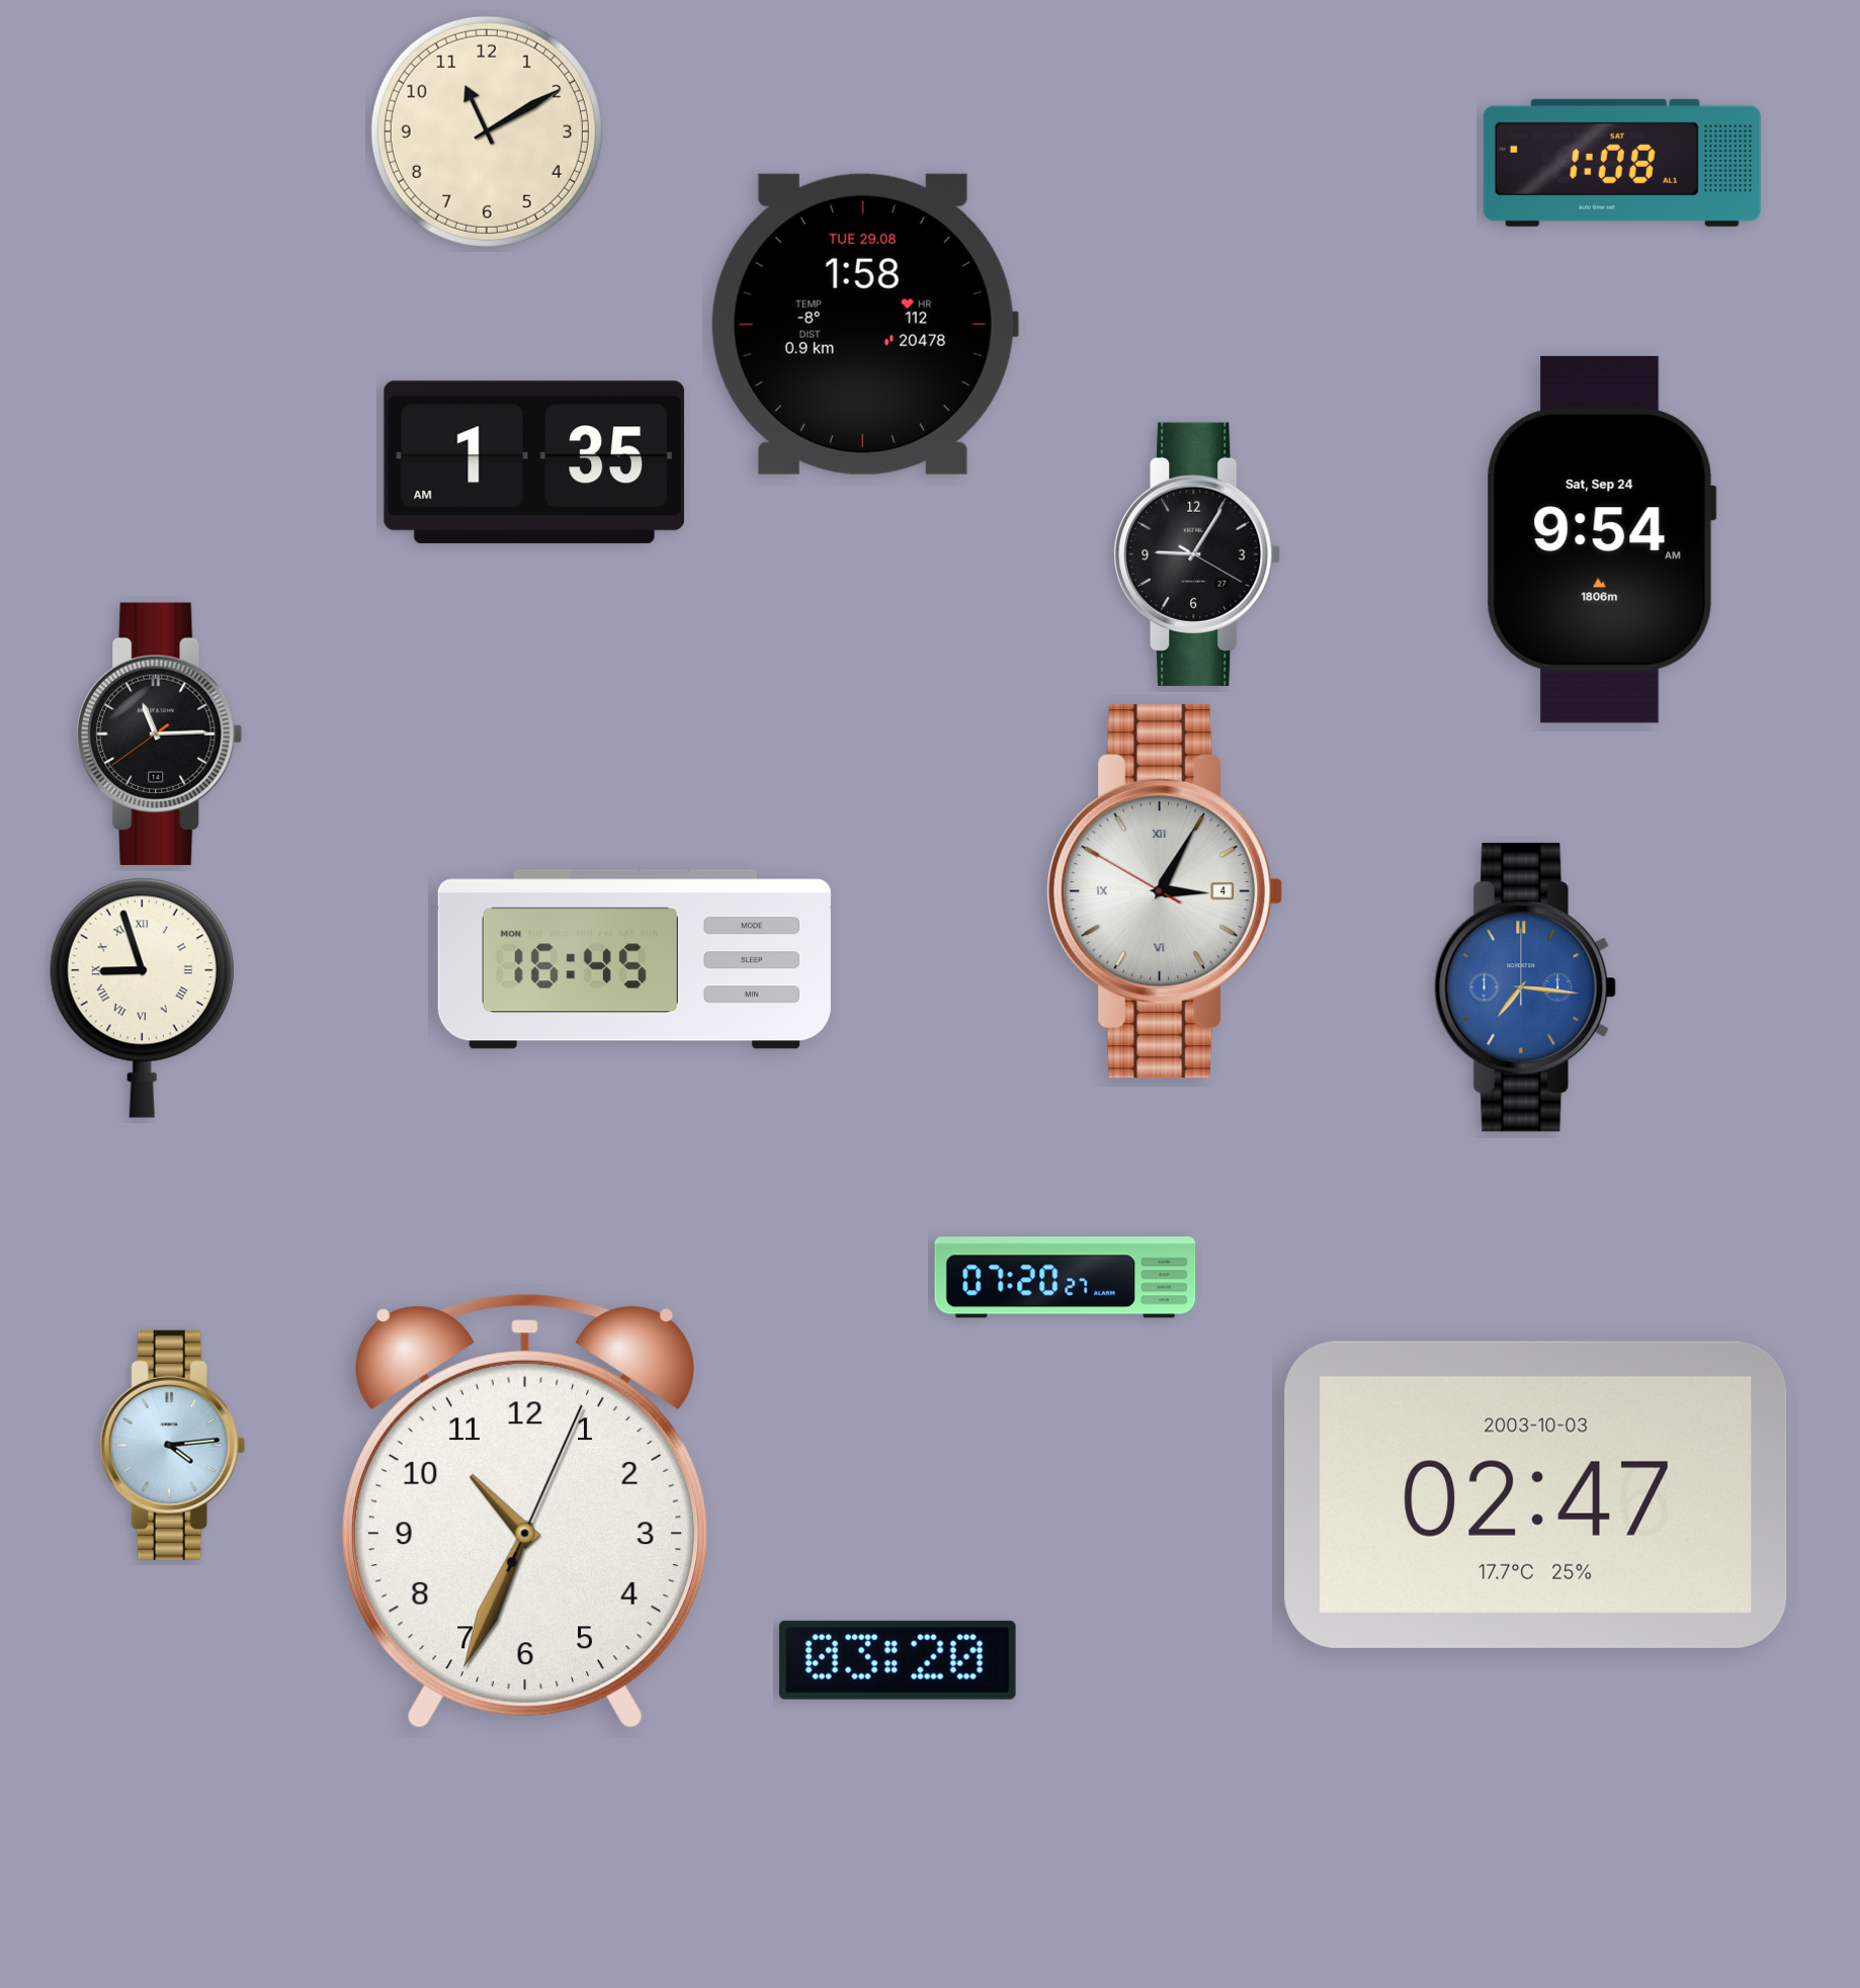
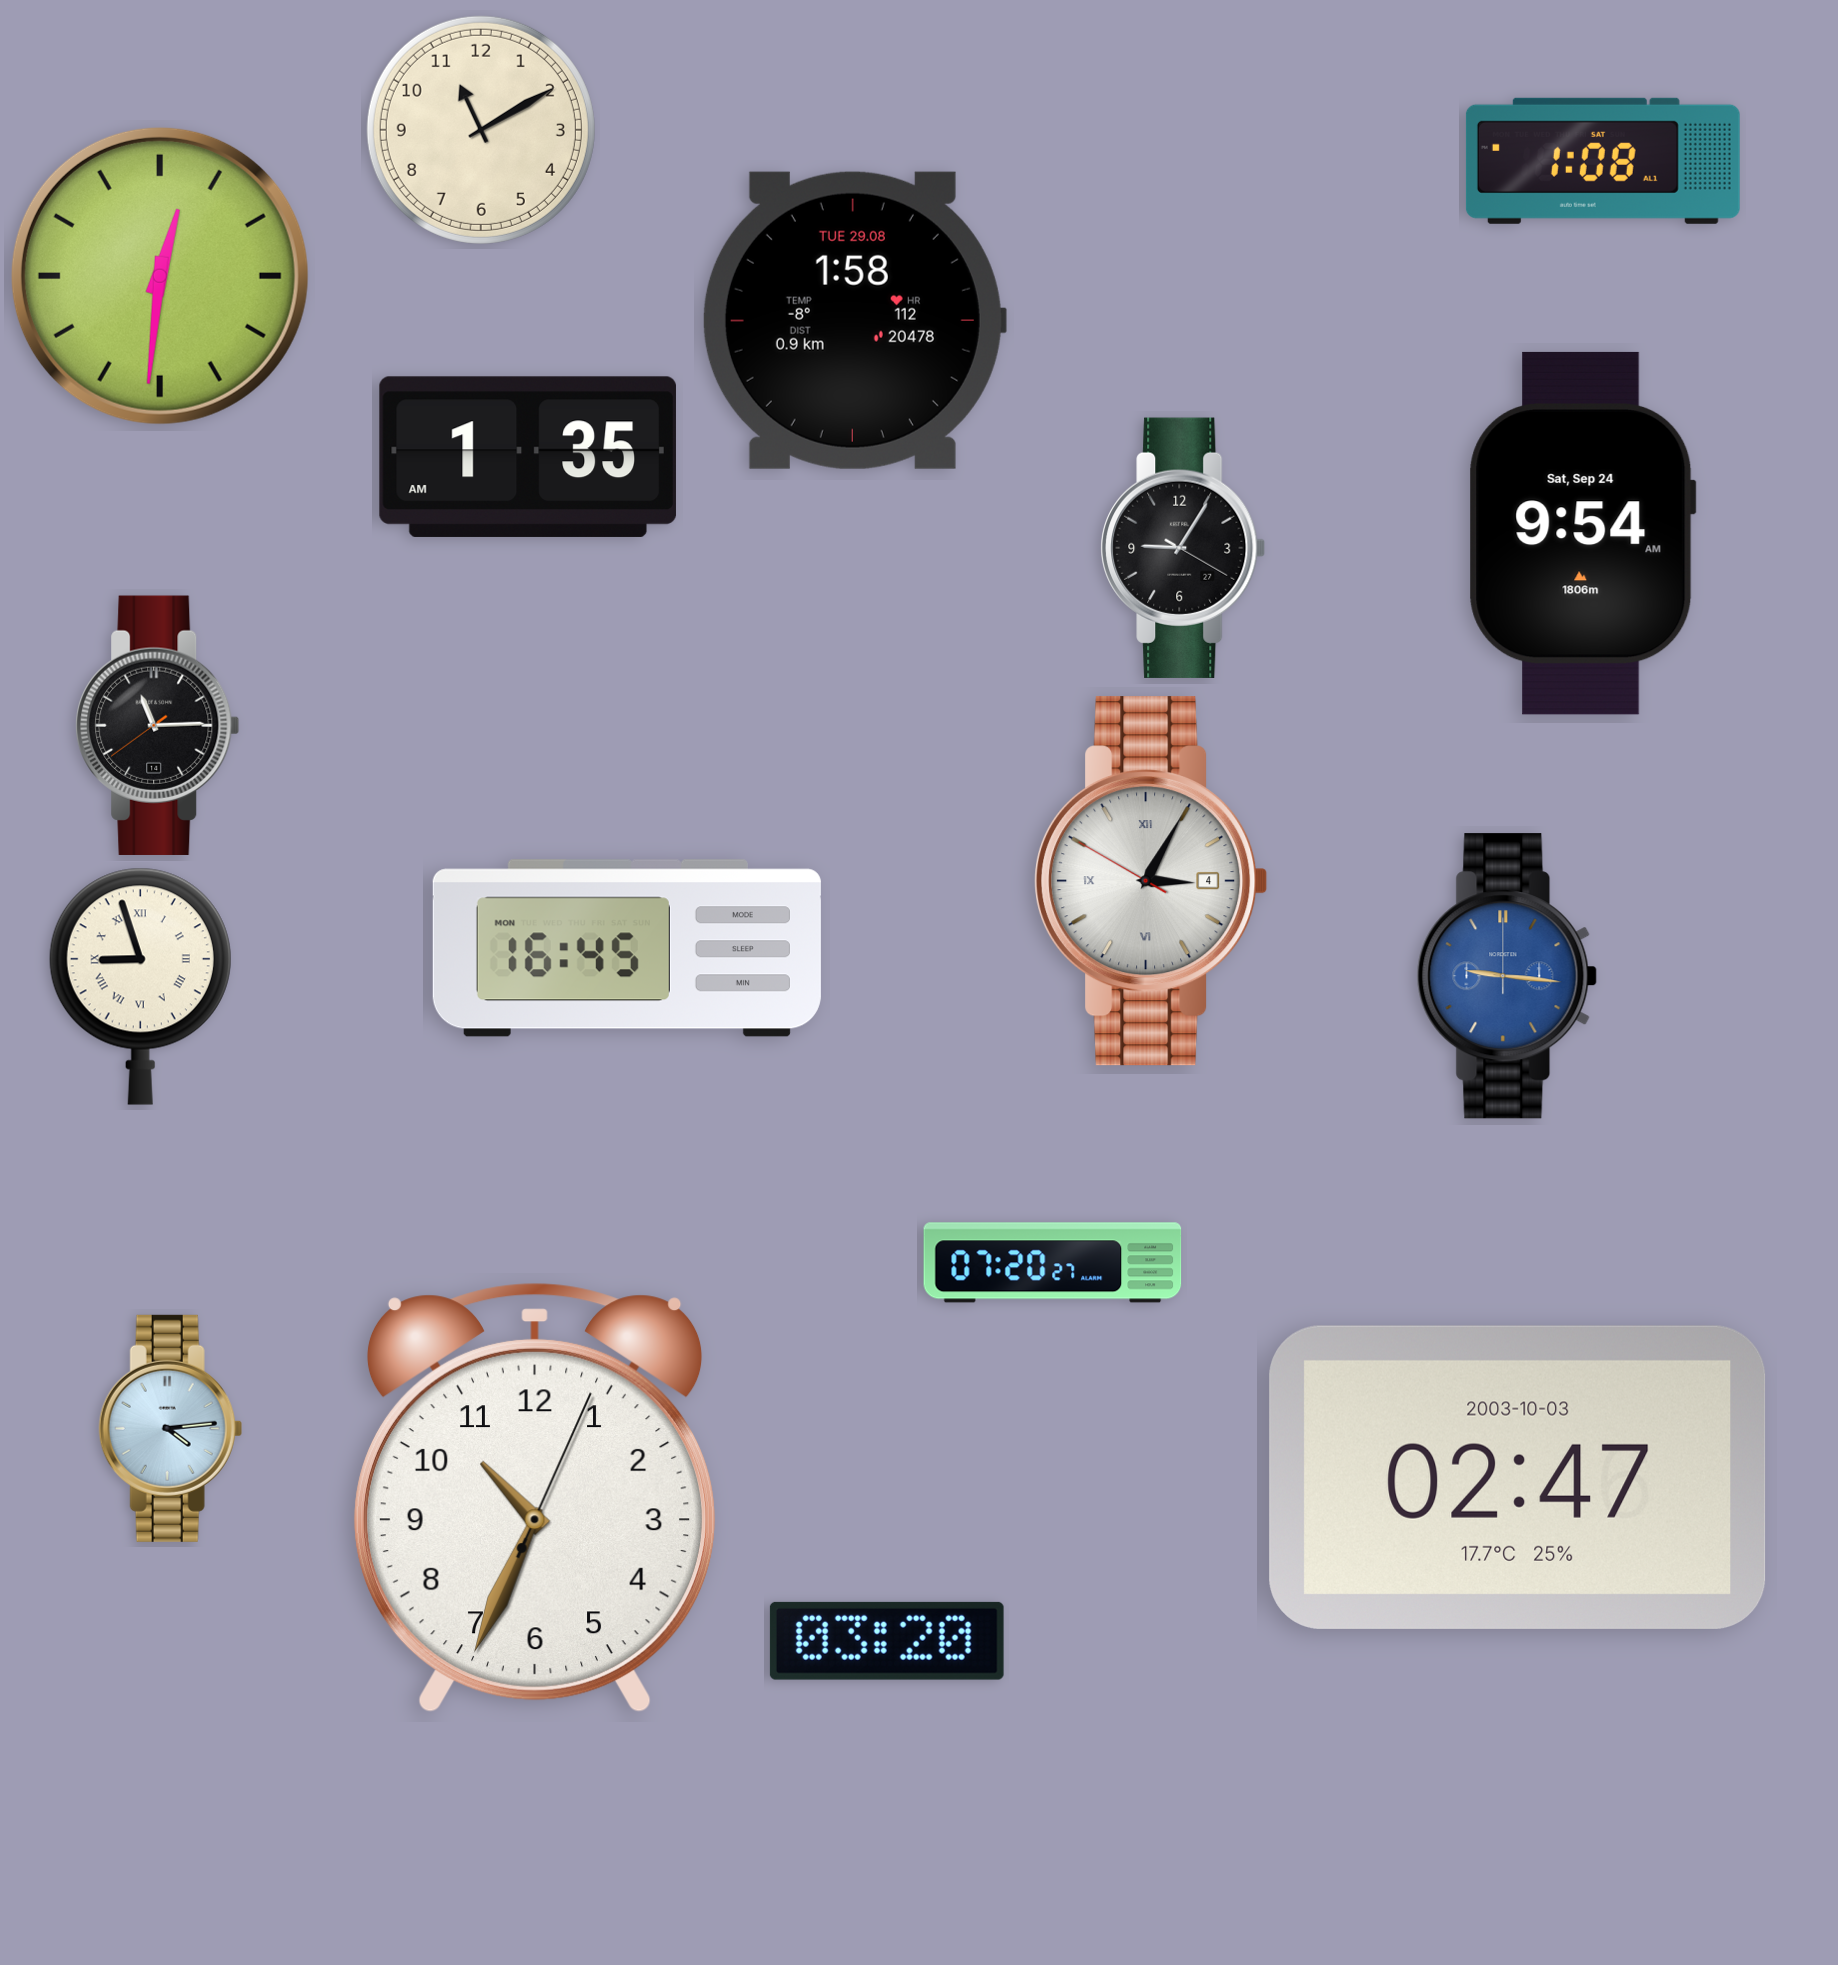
clock at (160, 276): none -> 12:31
clock at (1525, 987): 7:16 -> 9:16
clock at (525, 1512) position: (525, 1512) -> (535, 1499)
